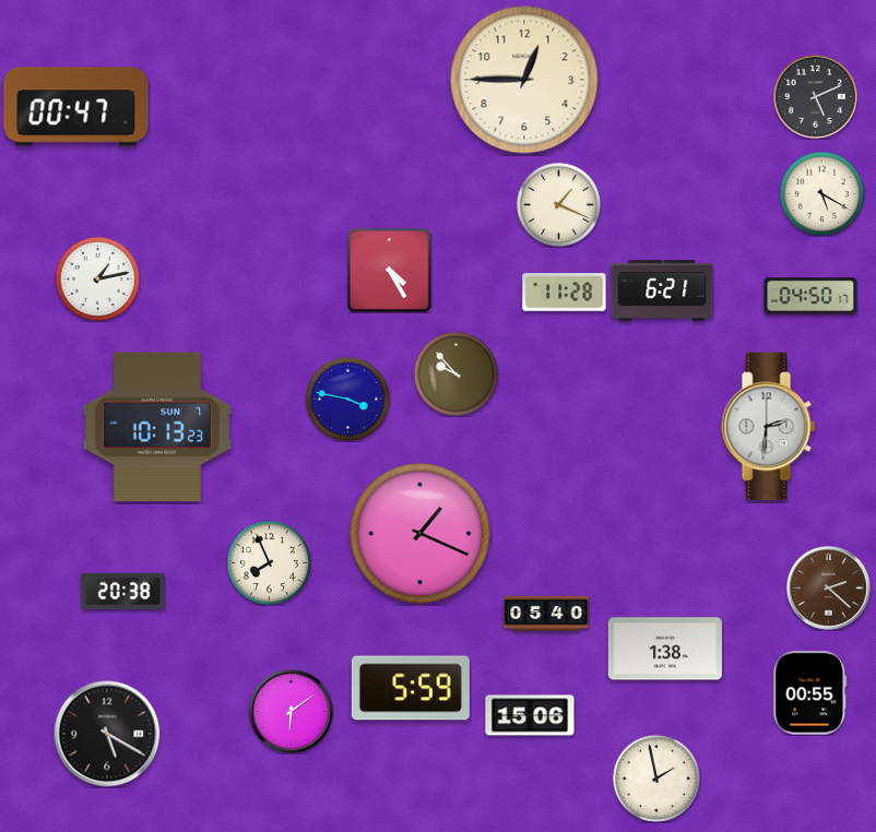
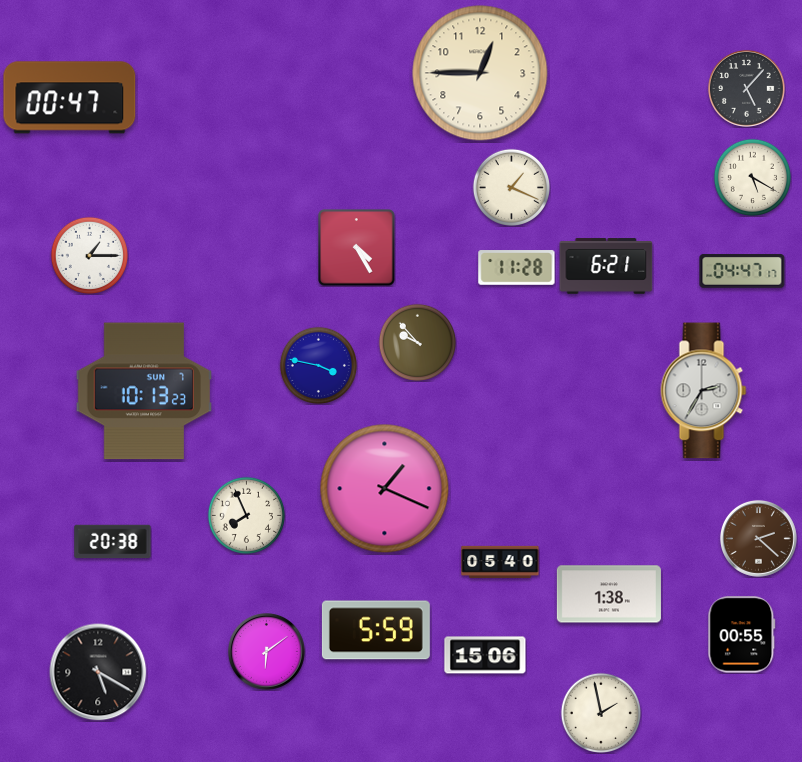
clock at (815, 96): 5:11 -> 5:07
clock at (97, 278): 1:13 -> 1:15
clock at (810, 296): 04:50 -> 04:47
clock at (769, 427): 2:31 -> 2:35
